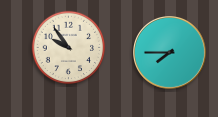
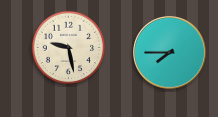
clock at (69, 48): 9:54 -> 9:28
